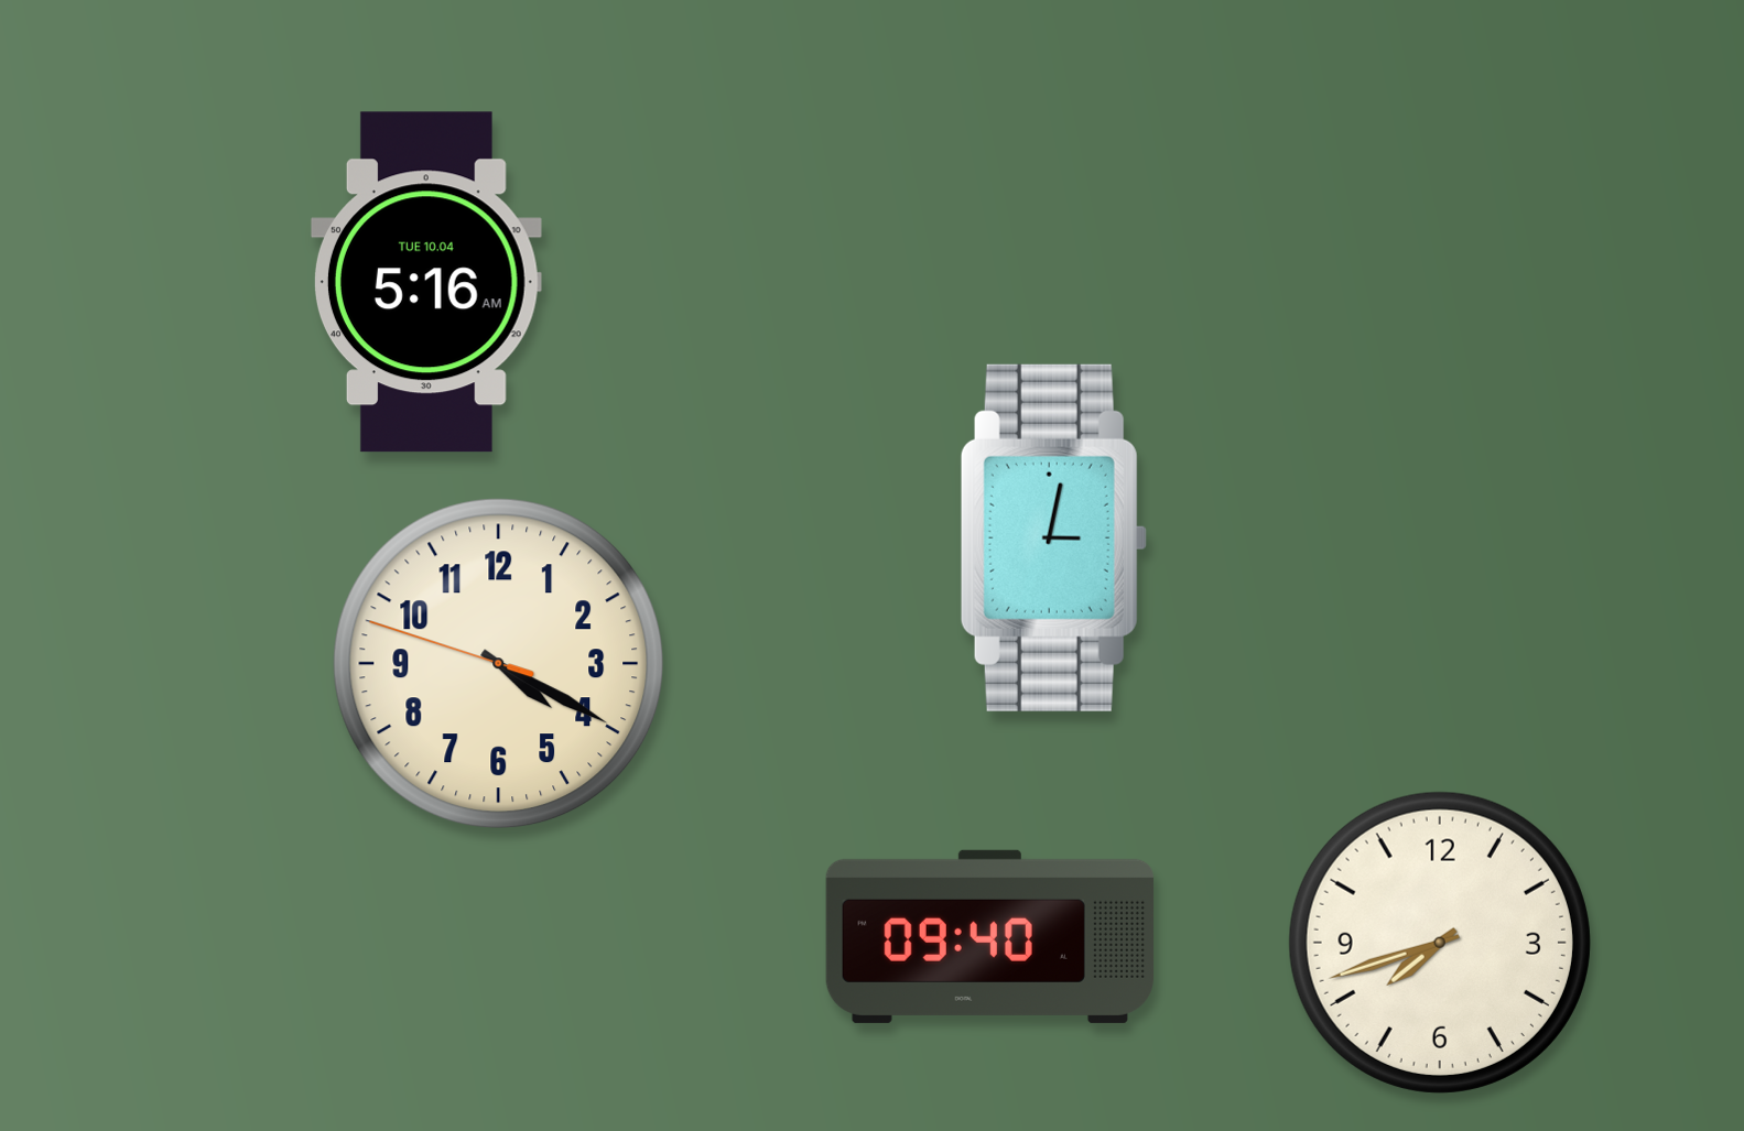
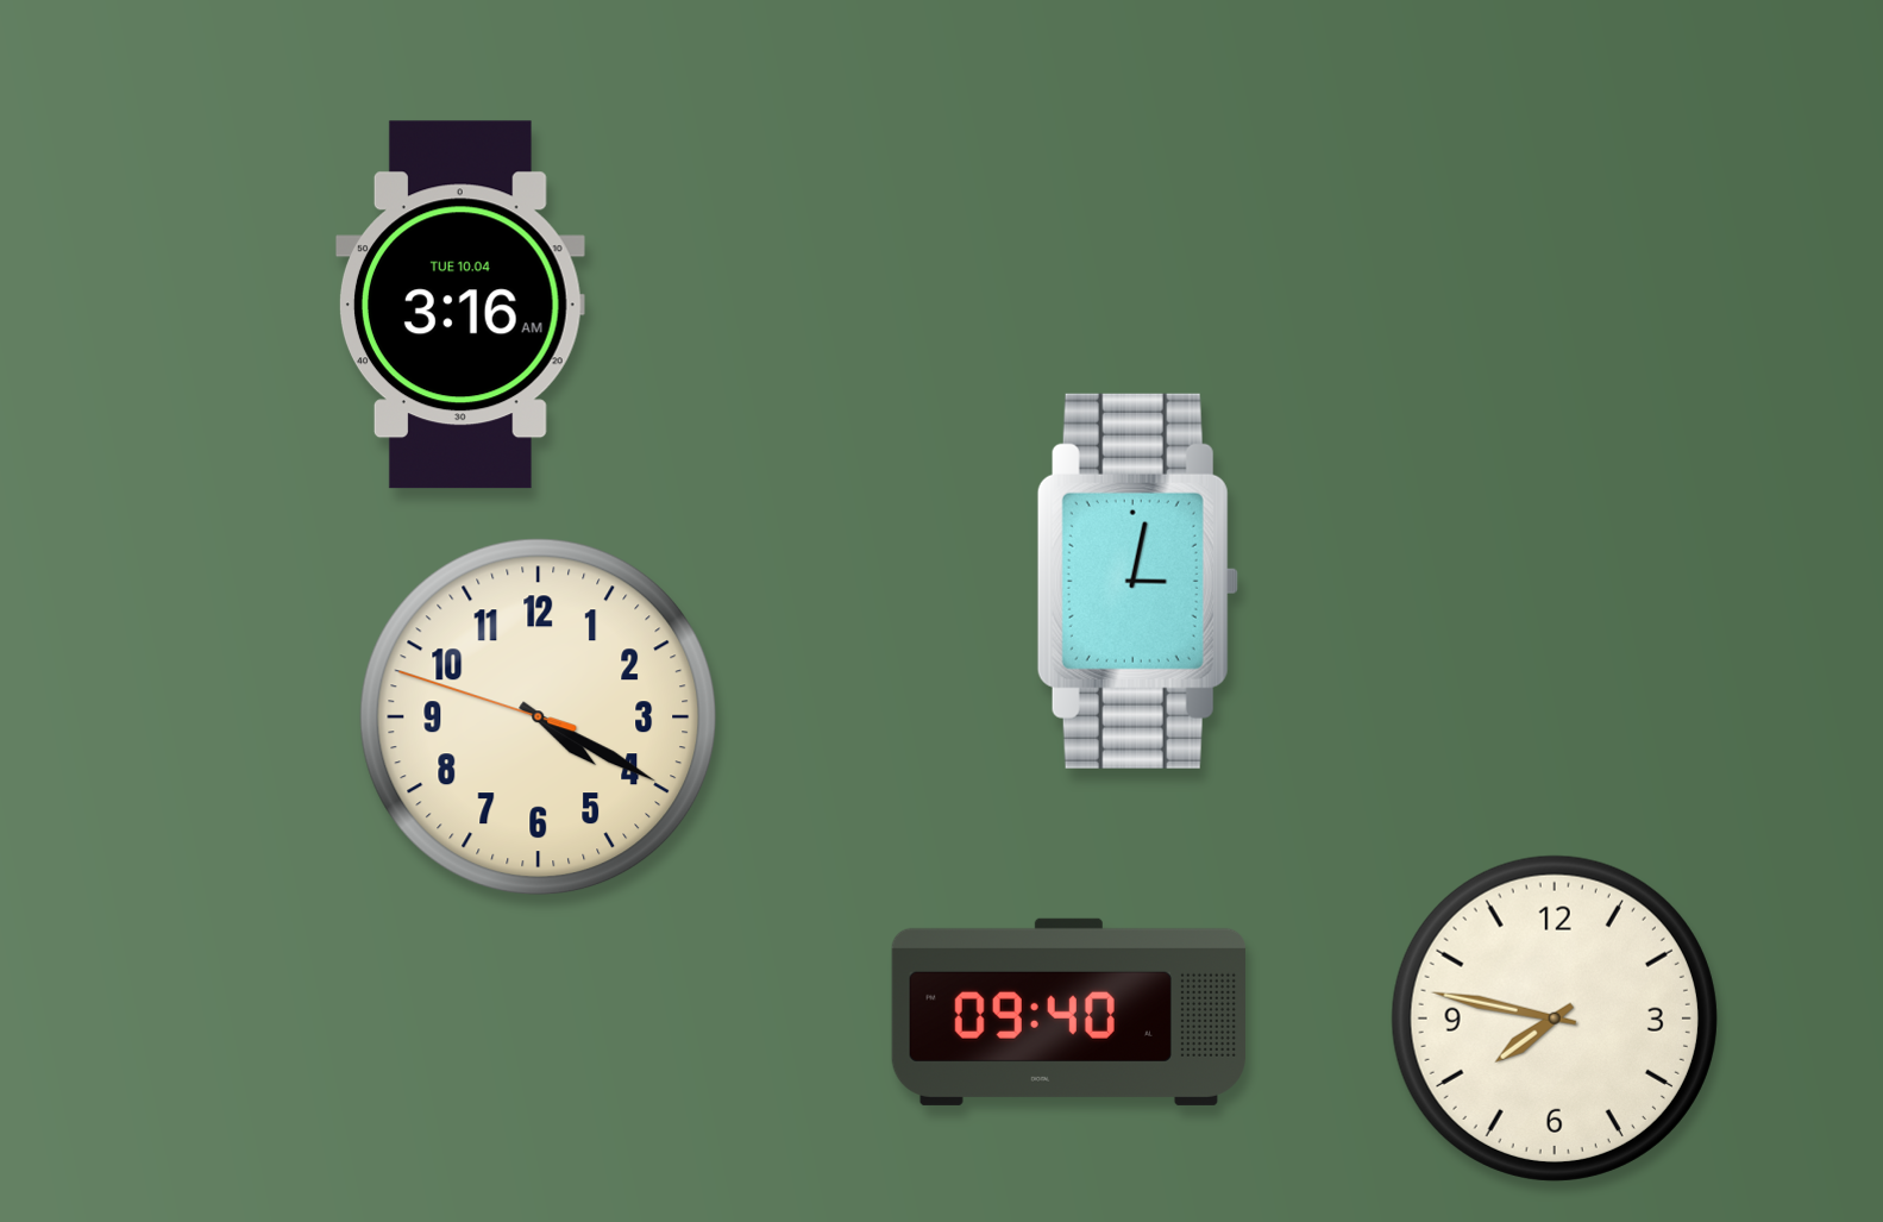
clock at (426, 282): 5:16 -> 3:16
clock at (1440, 943): 7:42 -> 7:47
